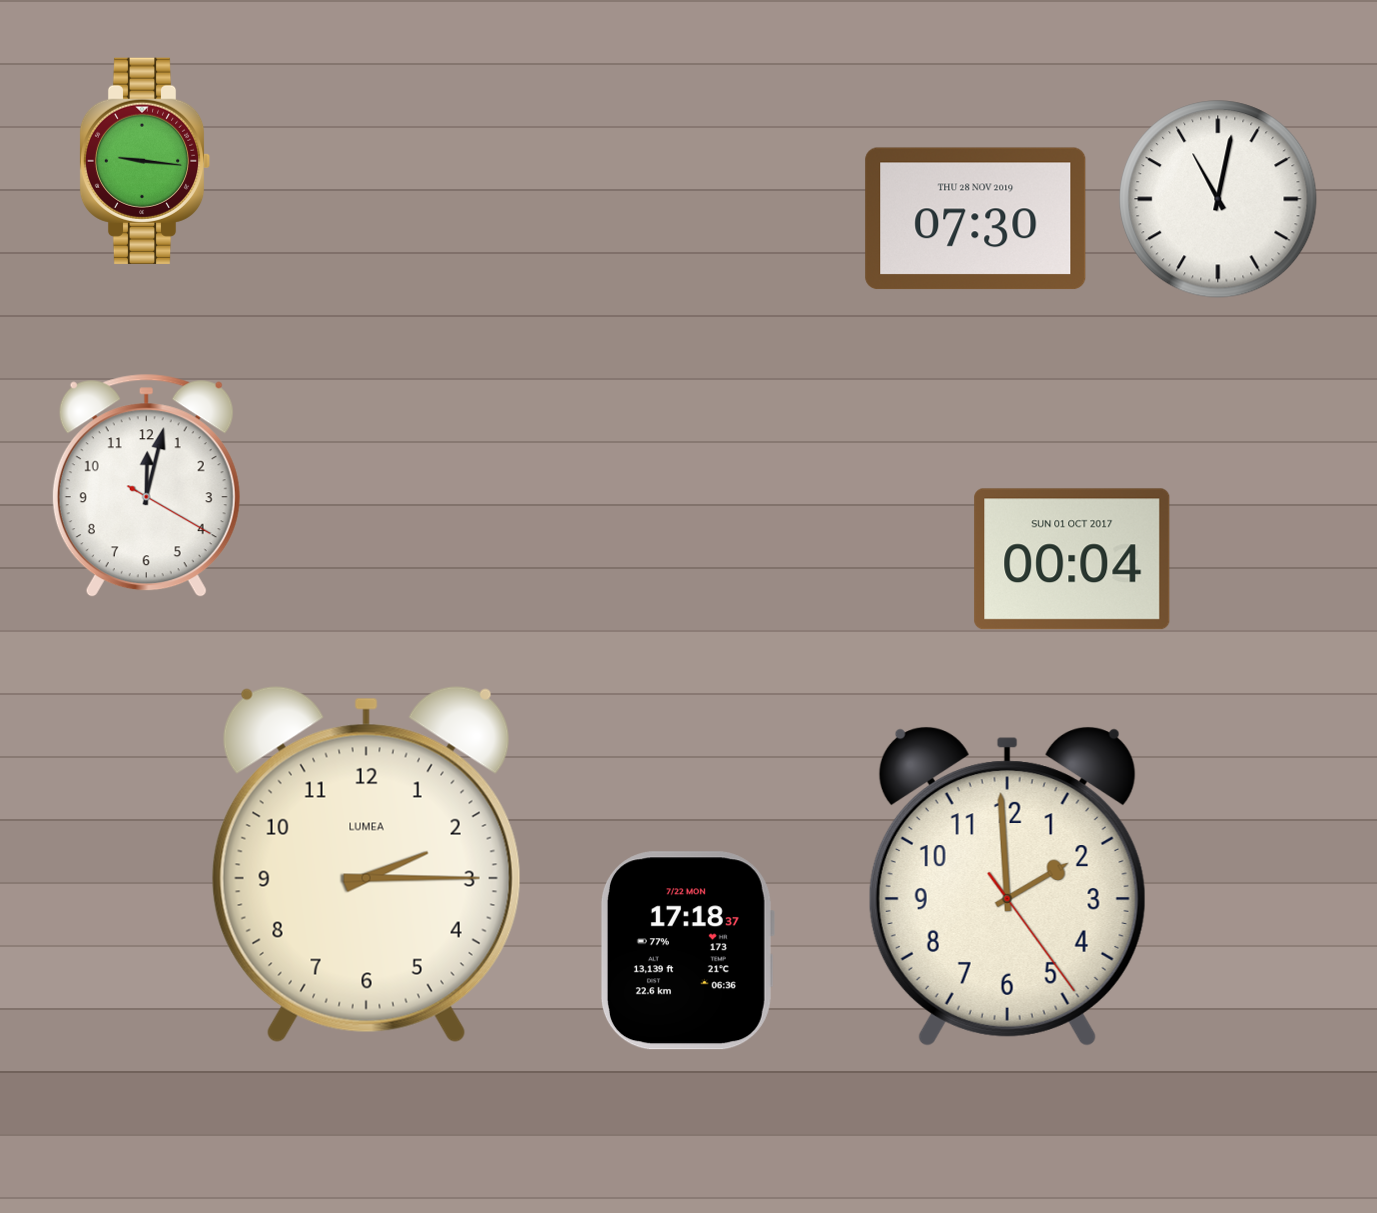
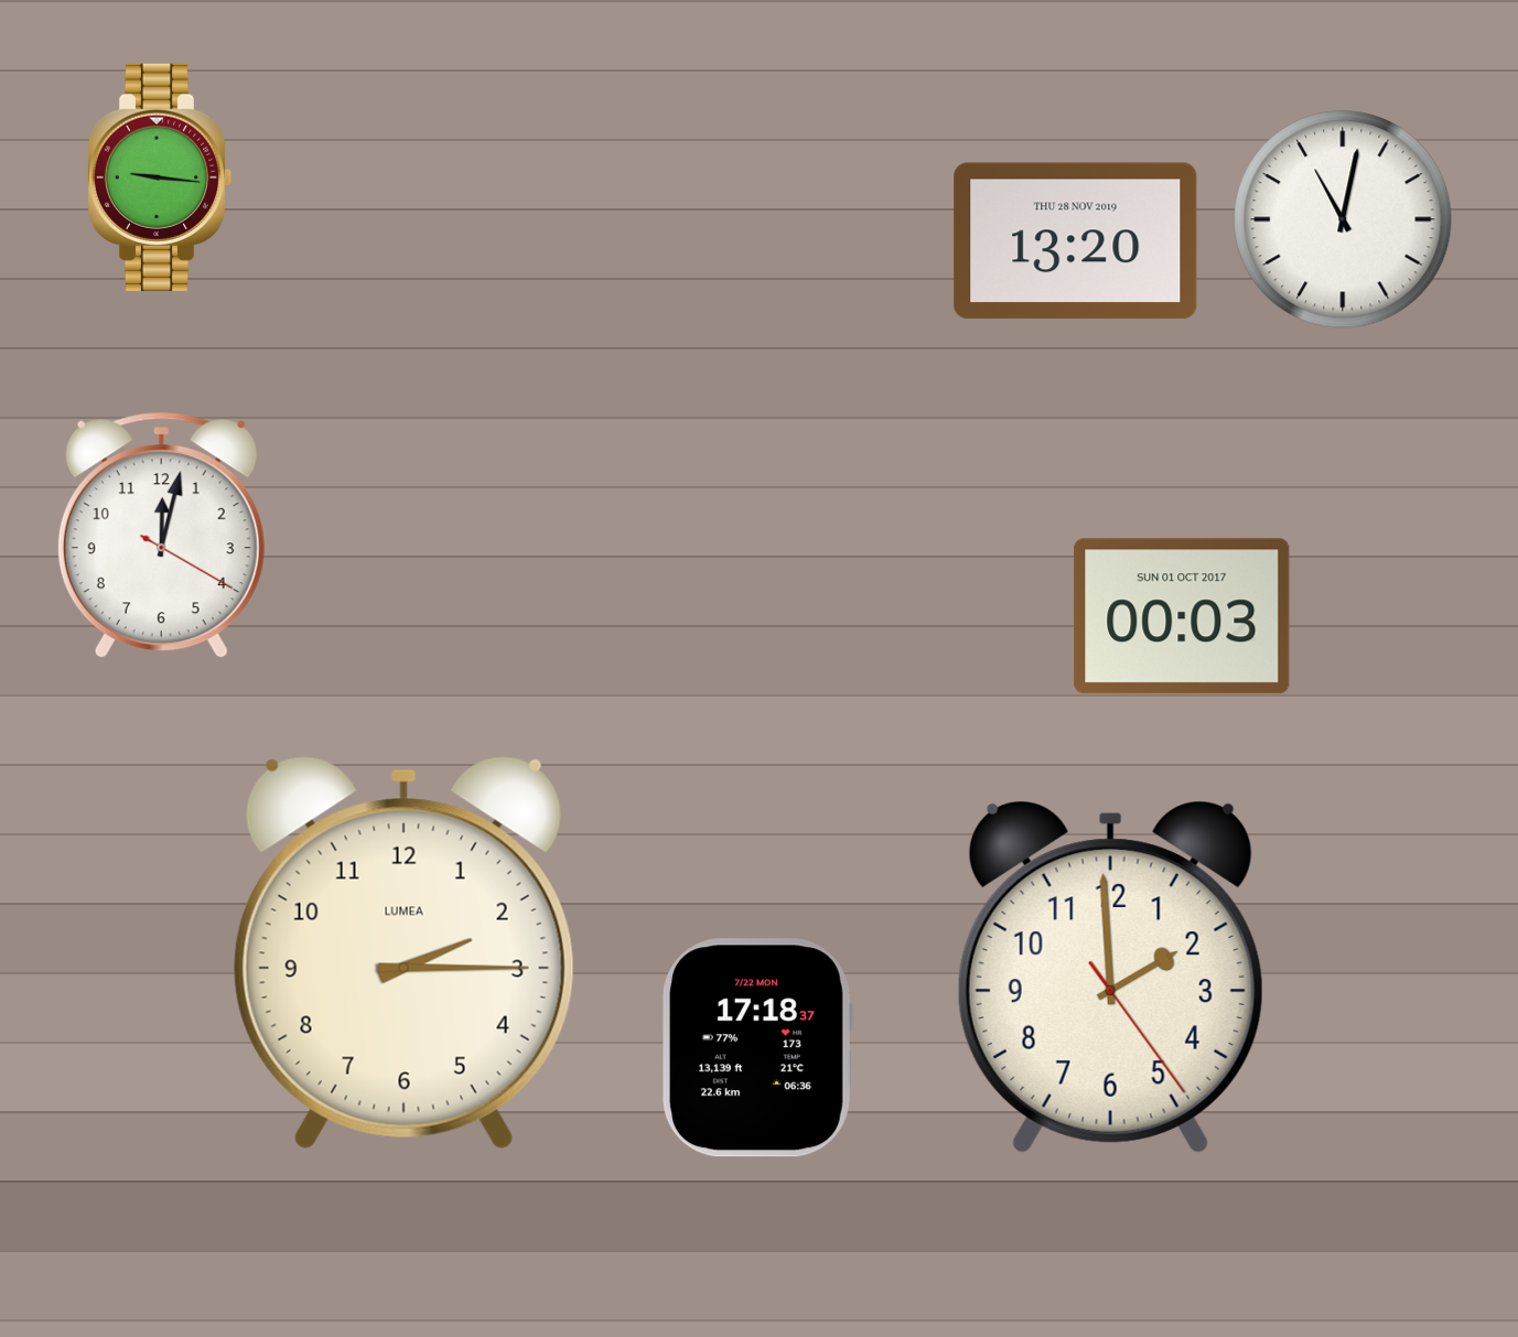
clock at (976, 219): 07:30 -> 13:20
clock at (1072, 559): 00:04 -> 00:03
